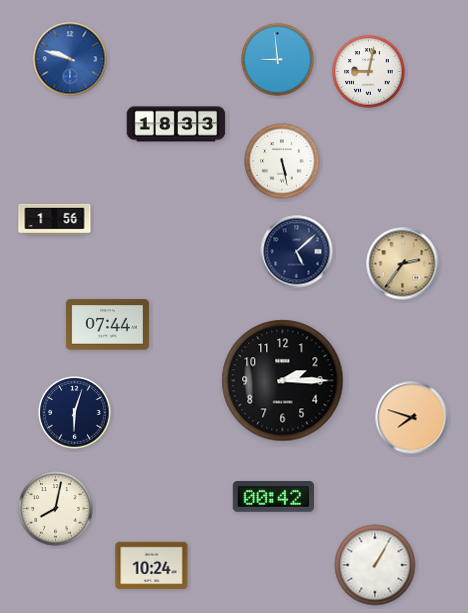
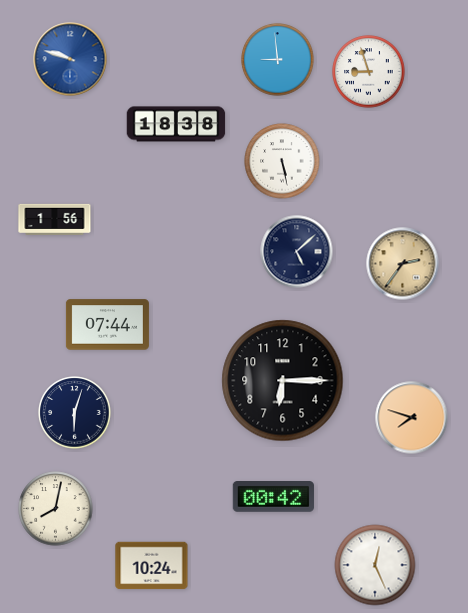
clock at (369, 72): 9:02 -> 8:57
clock at (176, 124): 18:33 -> 18:38
clock at (283, 381): 2:15 -> 6:15
clock at (375, 565): 1:05 -> 12:26
